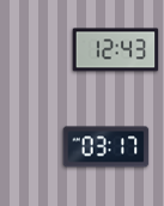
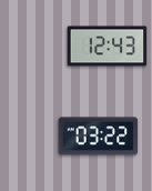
clock at (107, 147): 03:17 -> 03:22
